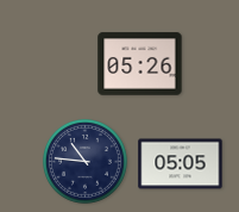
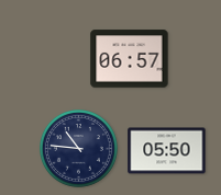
clock at (140, 64): 05:26 -> 06:57
clock at (181, 164): 05:05 -> 05:50
